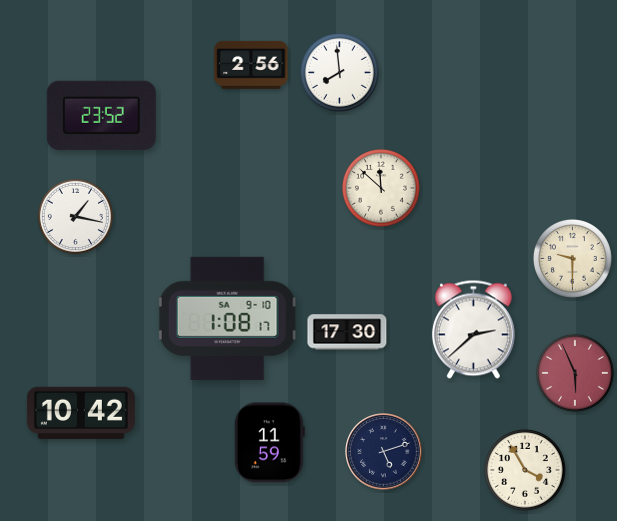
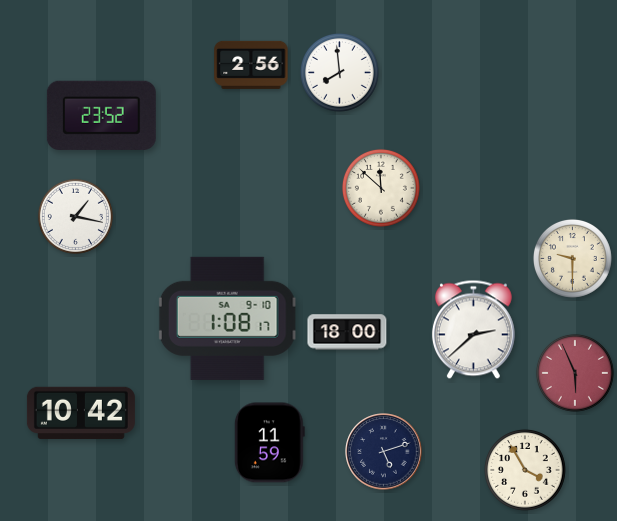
clock at (347, 332): 17:30 -> 18:00
